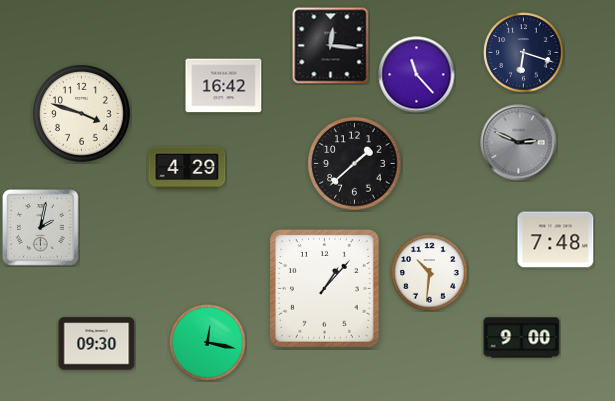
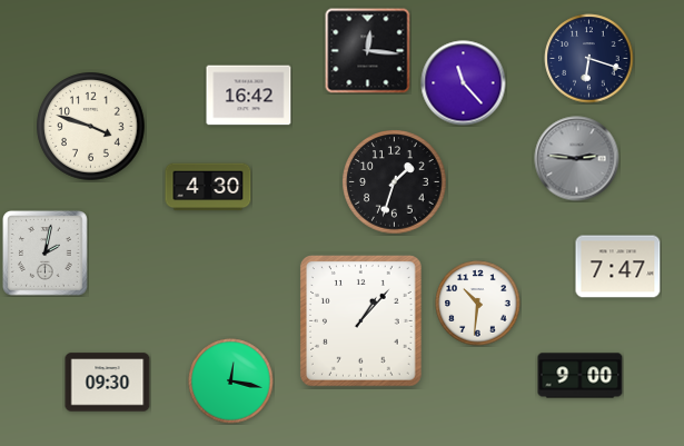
clock at (524, 53) position: (524, 53) -> (589, 59)
clock at (519, 143): 2:49 -> 2:46
clock at (355, 164): 1:38 -> 1:33
clock at (187, 168): 4:29 -> 4:30
clock at (556, 240): 7:48 -> 7:47
